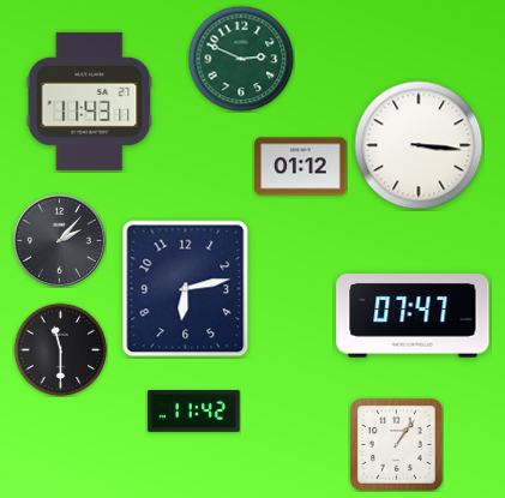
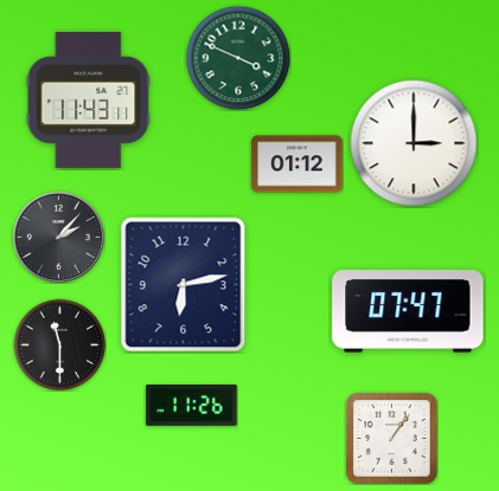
clock at (241, 59): 2:49 -> 3:49
clock at (419, 145): 3:16 -> 3:00
clock at (194, 412): 11:42 -> 11:26
